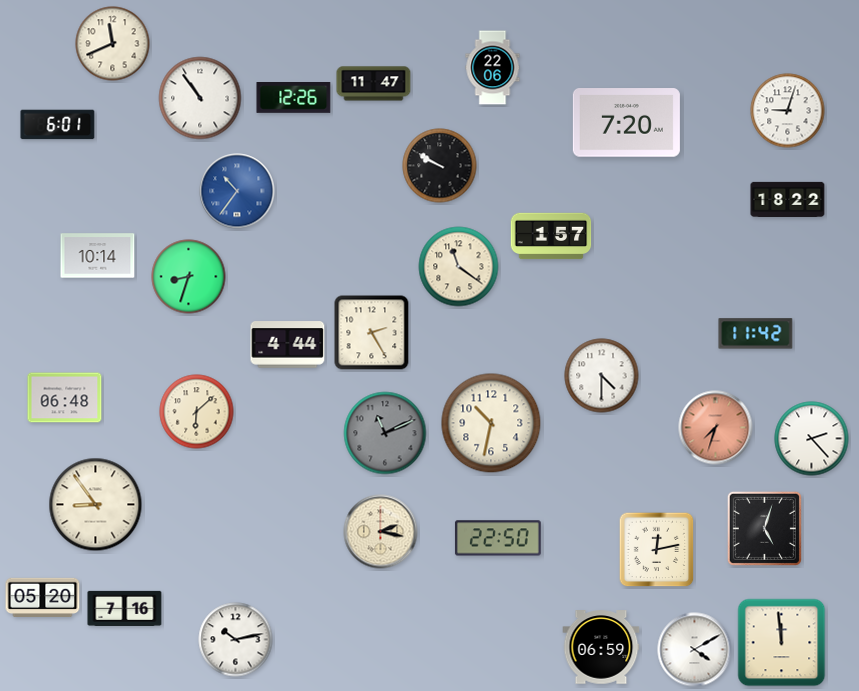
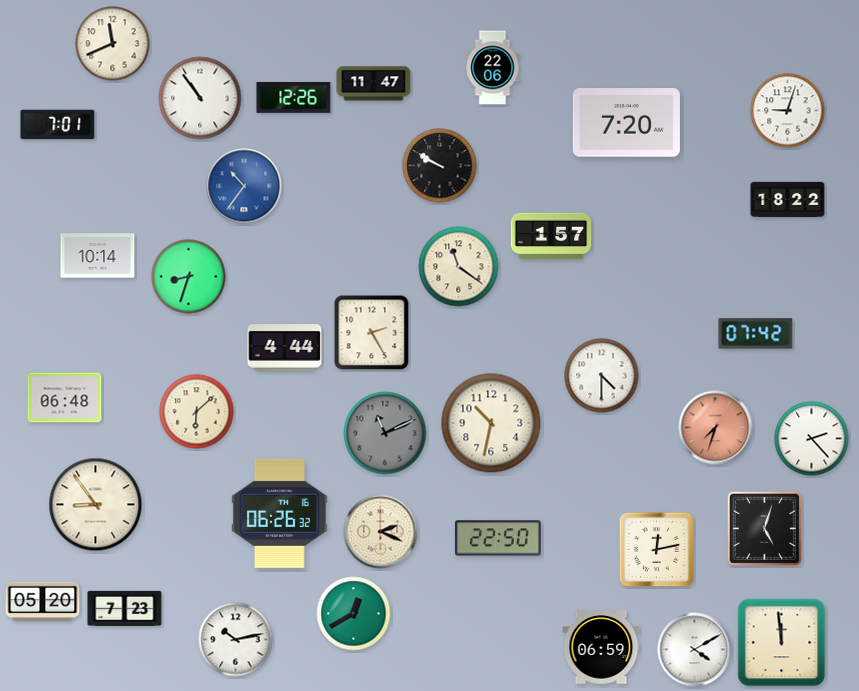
clock at (58, 125): 6:01 -> 7:01
clock at (237, 191) position: (237, 191) -> (244, 186)
clock at (756, 334): 11:42 -> 07:42
clock at (288, 345) position: (288, 345) -> (285, 348)
clock at (280, 513): none -> 06:26
clock at (381, 532): 2:17 -> 2:19
clock at (43, 597) position: (43, 597) -> (43, 601)
clock at (125, 608): 7:16 -> 7:23
clock at (354, 614): none -> 12:40
